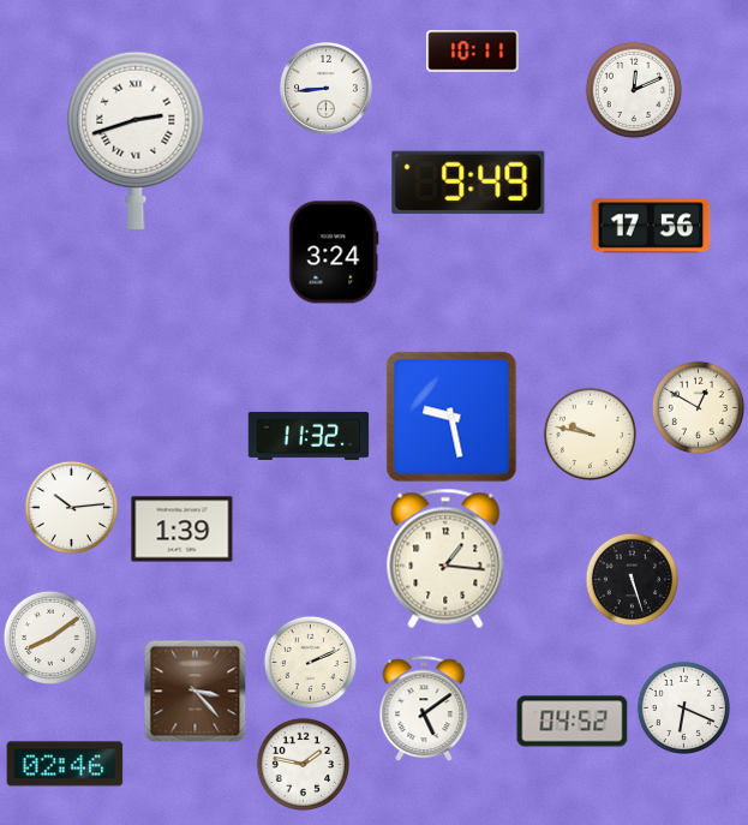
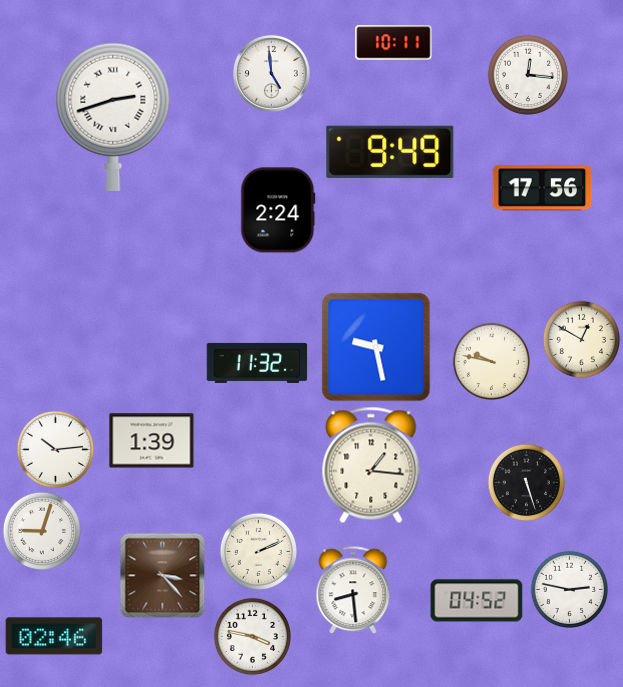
clock at (325, 88): 8:44 -> 4:59
clock at (634, 90): 12:11 -> 12:16
clock at (334, 252): 3:24 -> 2:24
clock at (71, 507) position: (71, 507) -> (55, 449)
clock at (49, 636): 8:09 -> 9:03
clock at (683, 707): 6:19 -> 2:47
clock at (424, 709): 5:09 -> 8:29
clock at (303, 764): 1:47 -> 3:47
